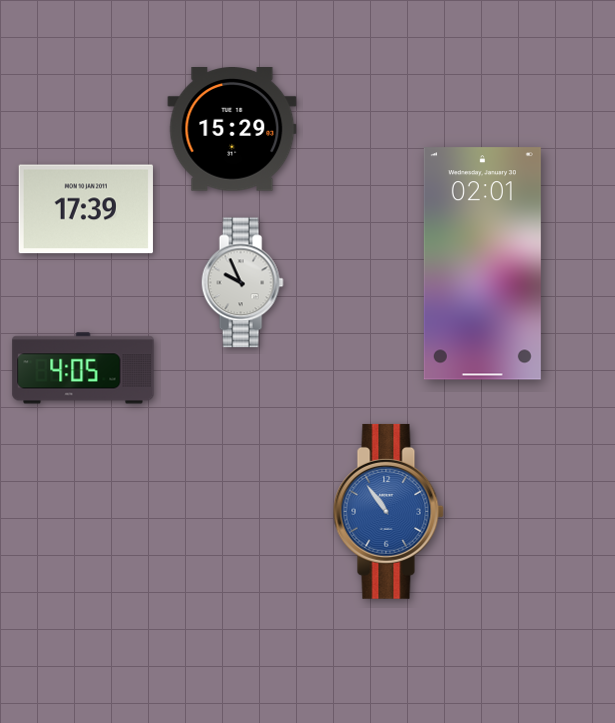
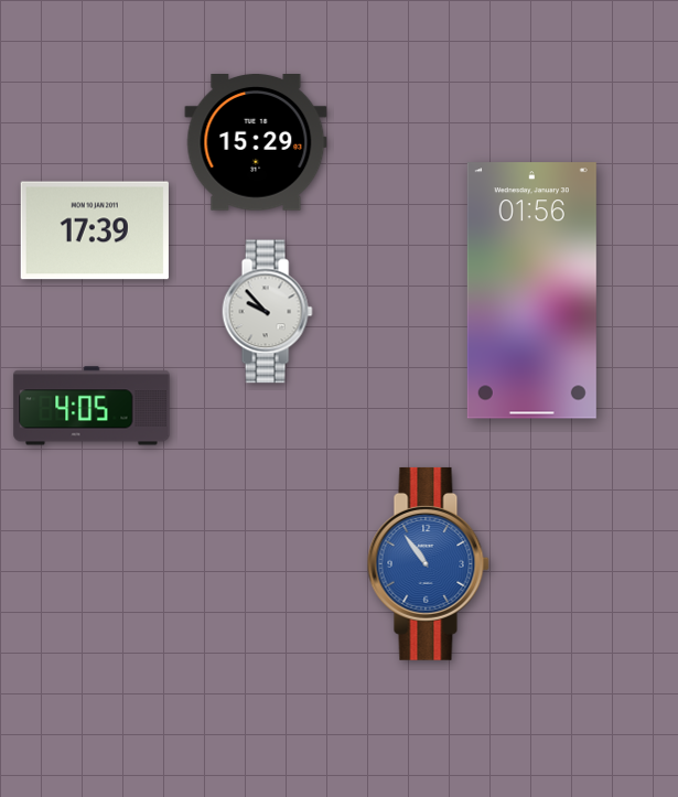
clock at (482, 264): 02:01 -> 01:56
clock at (242, 283): 9:56 -> 9:53
